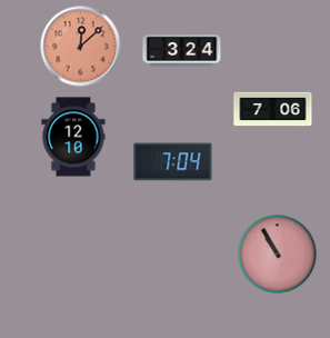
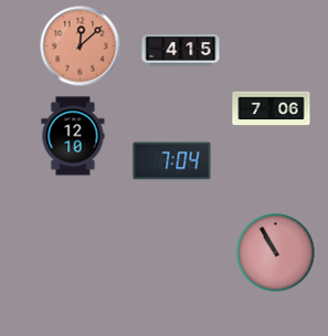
clock at (182, 51): 3:24 -> 4:15
